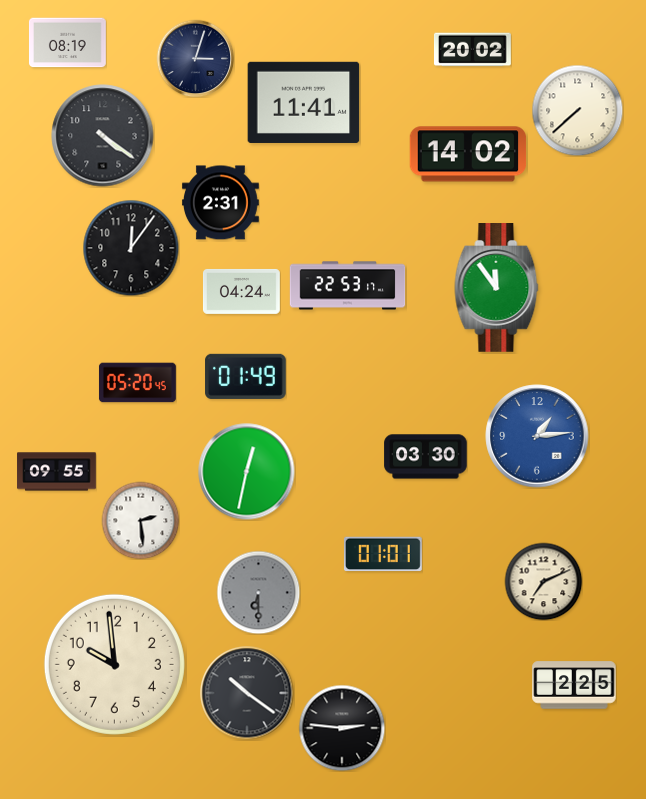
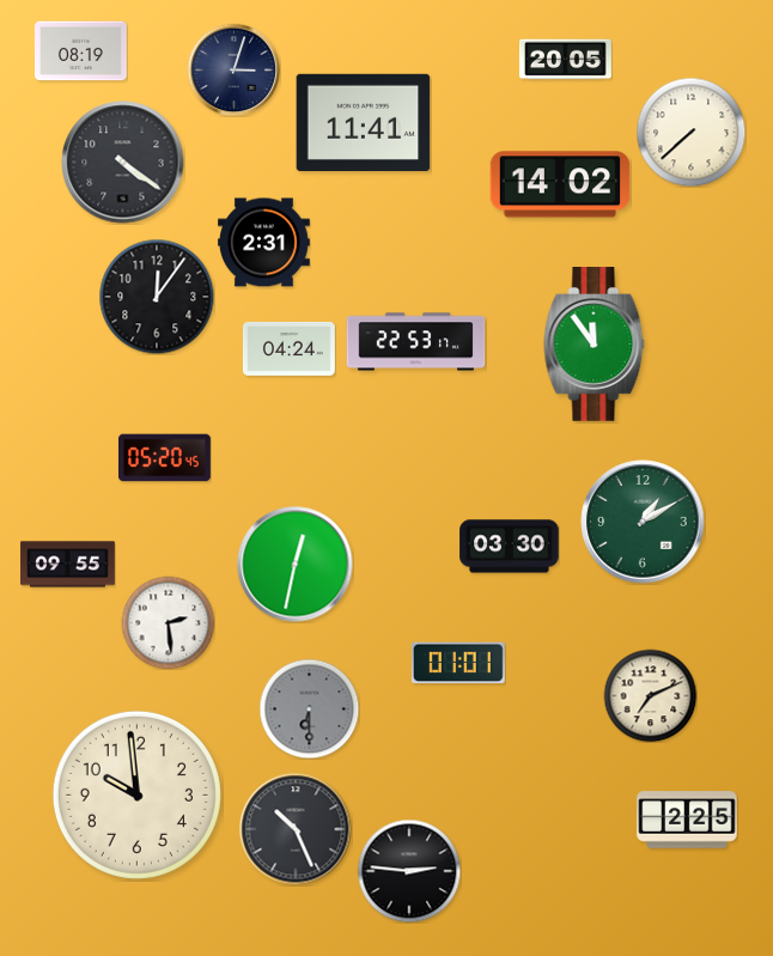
clock at (472, 50): 20:02 -> 20:05
clock at (246, 376): 01:49 -> none
clock at (537, 436): 1:14 -> 1:10
clock at (537, 436) dial: blue -> green
clock at (247, 693): 10:21 -> 10:26
